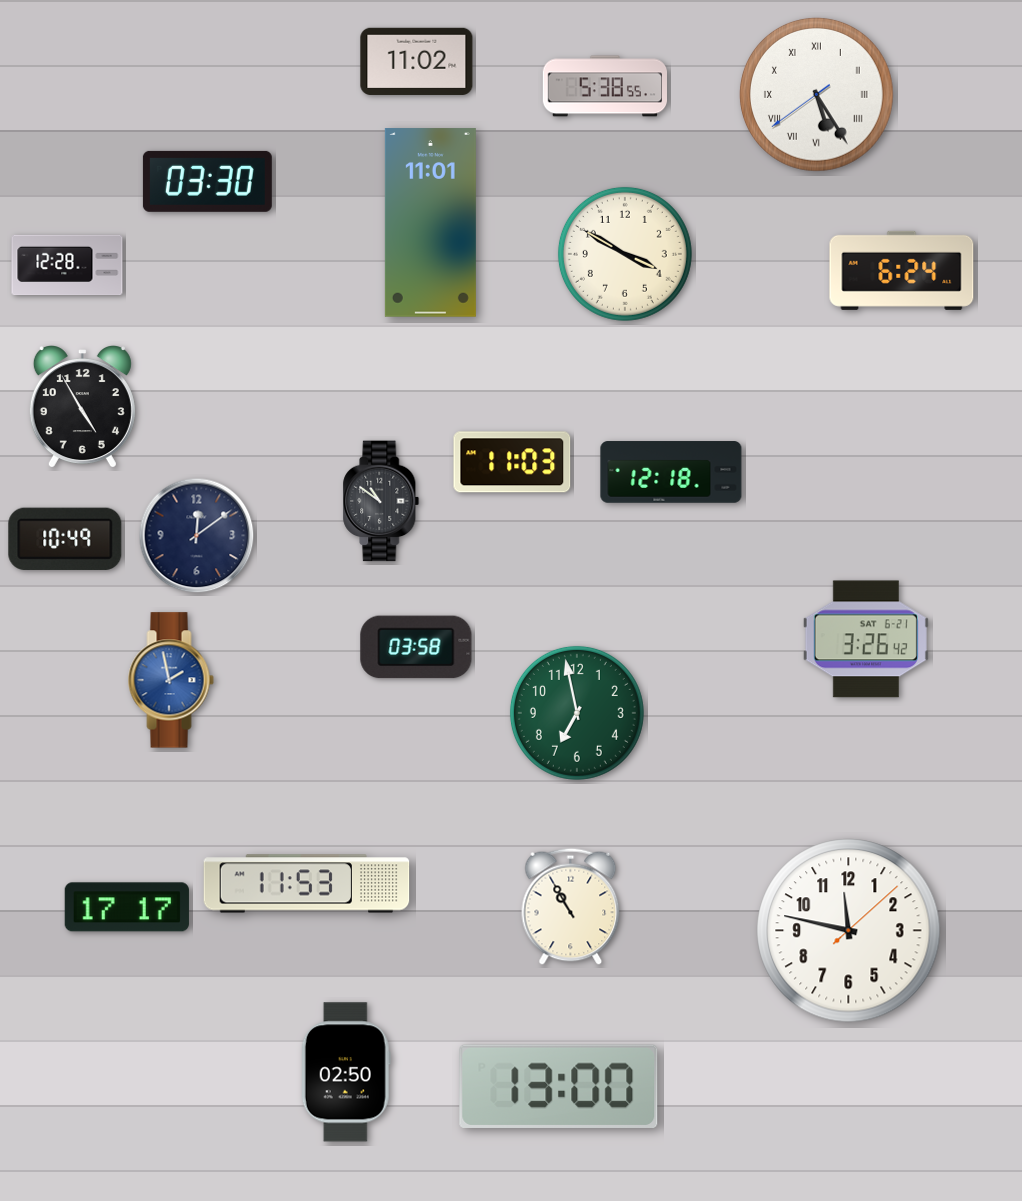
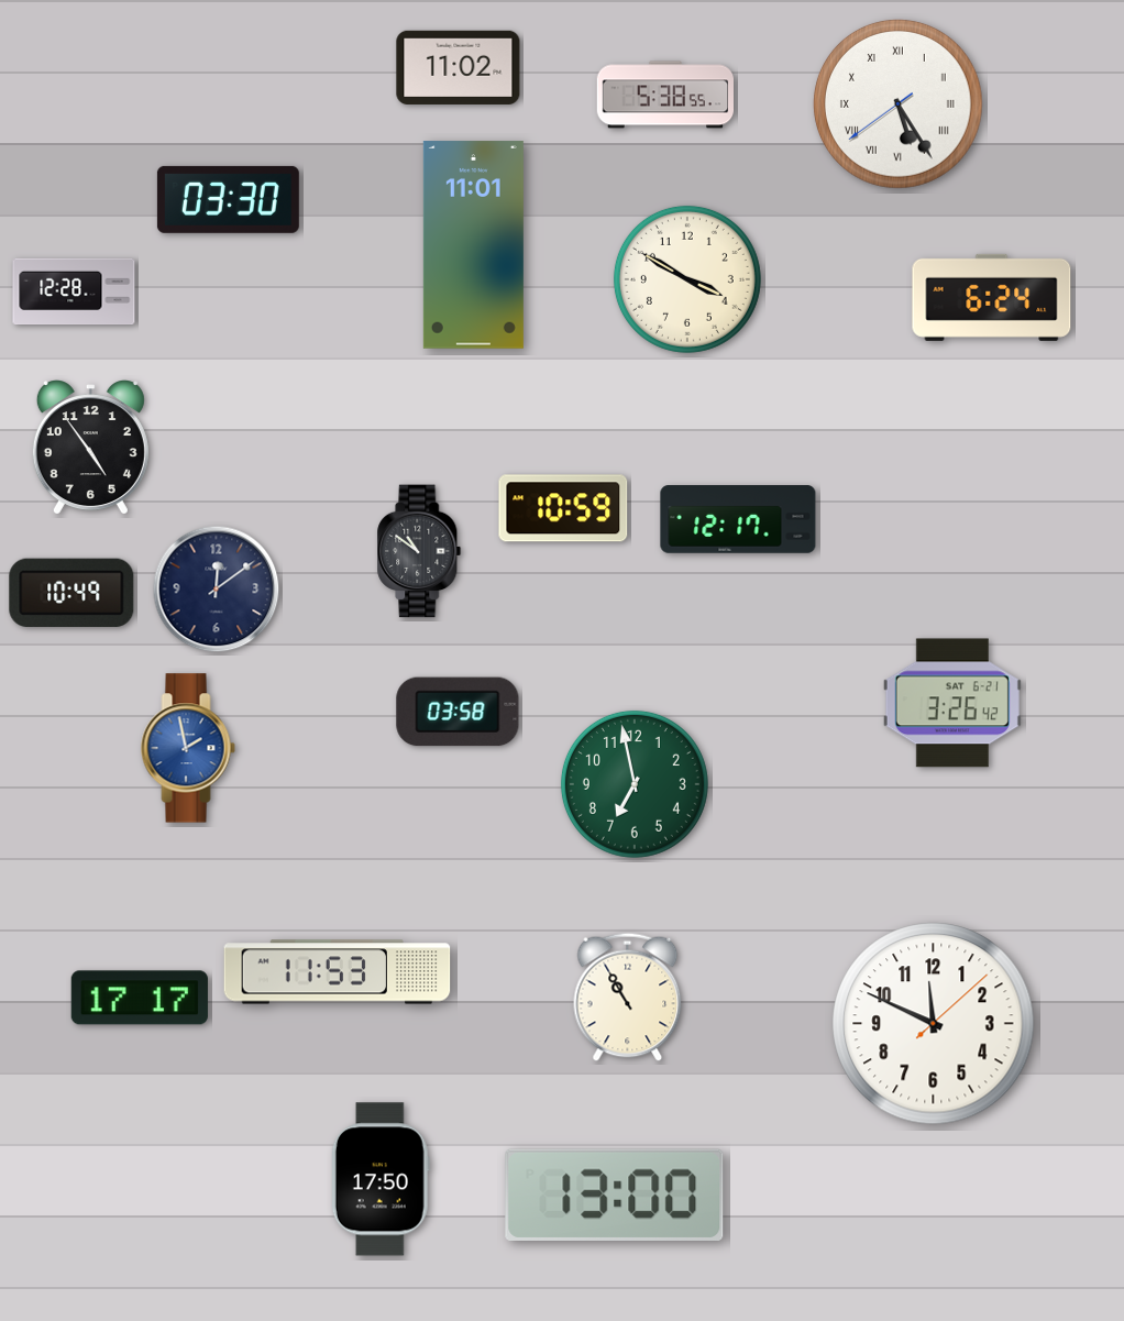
clock at (82, 407): 4:55 -> 4:54
clock at (512, 462): 11:03 -> 10:59
clock at (671, 472): 12:18 -> 12:17
clock at (849, 931): 11:47 -> 11:49
clock at (346, 1072): 02:50 -> 17:50
